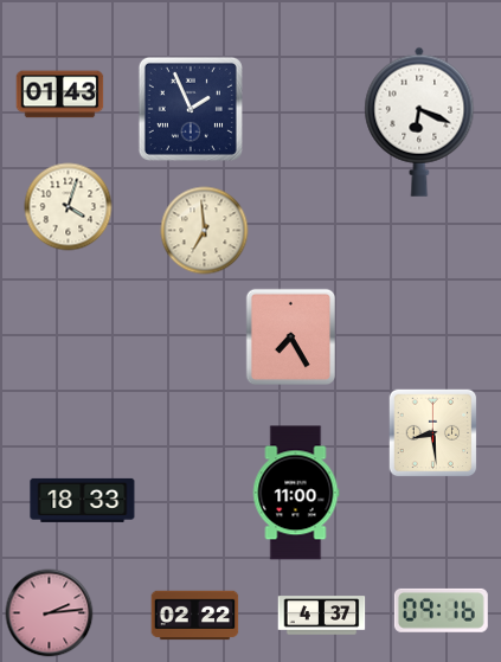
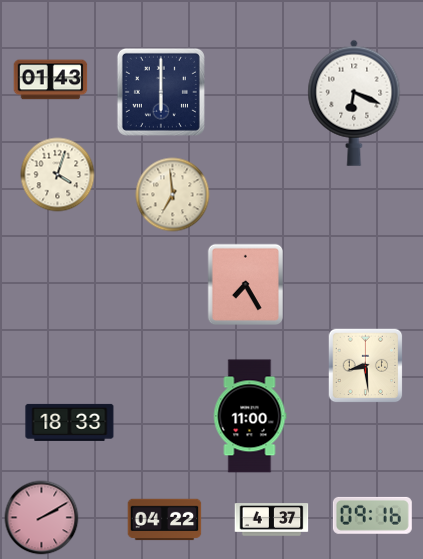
clock at (191, 109): 1:56 -> 6:00
clock at (50, 613): 2:14 -> 2:10
clock at (195, 616): 02:22 -> 04:22
